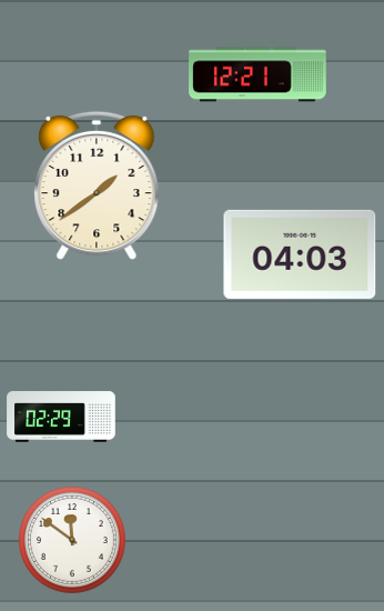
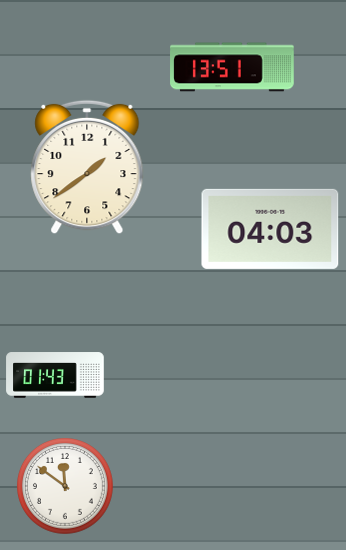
clock at (257, 74): 12:21 -> 13:51
clock at (61, 417): 02:29 -> 01:43
